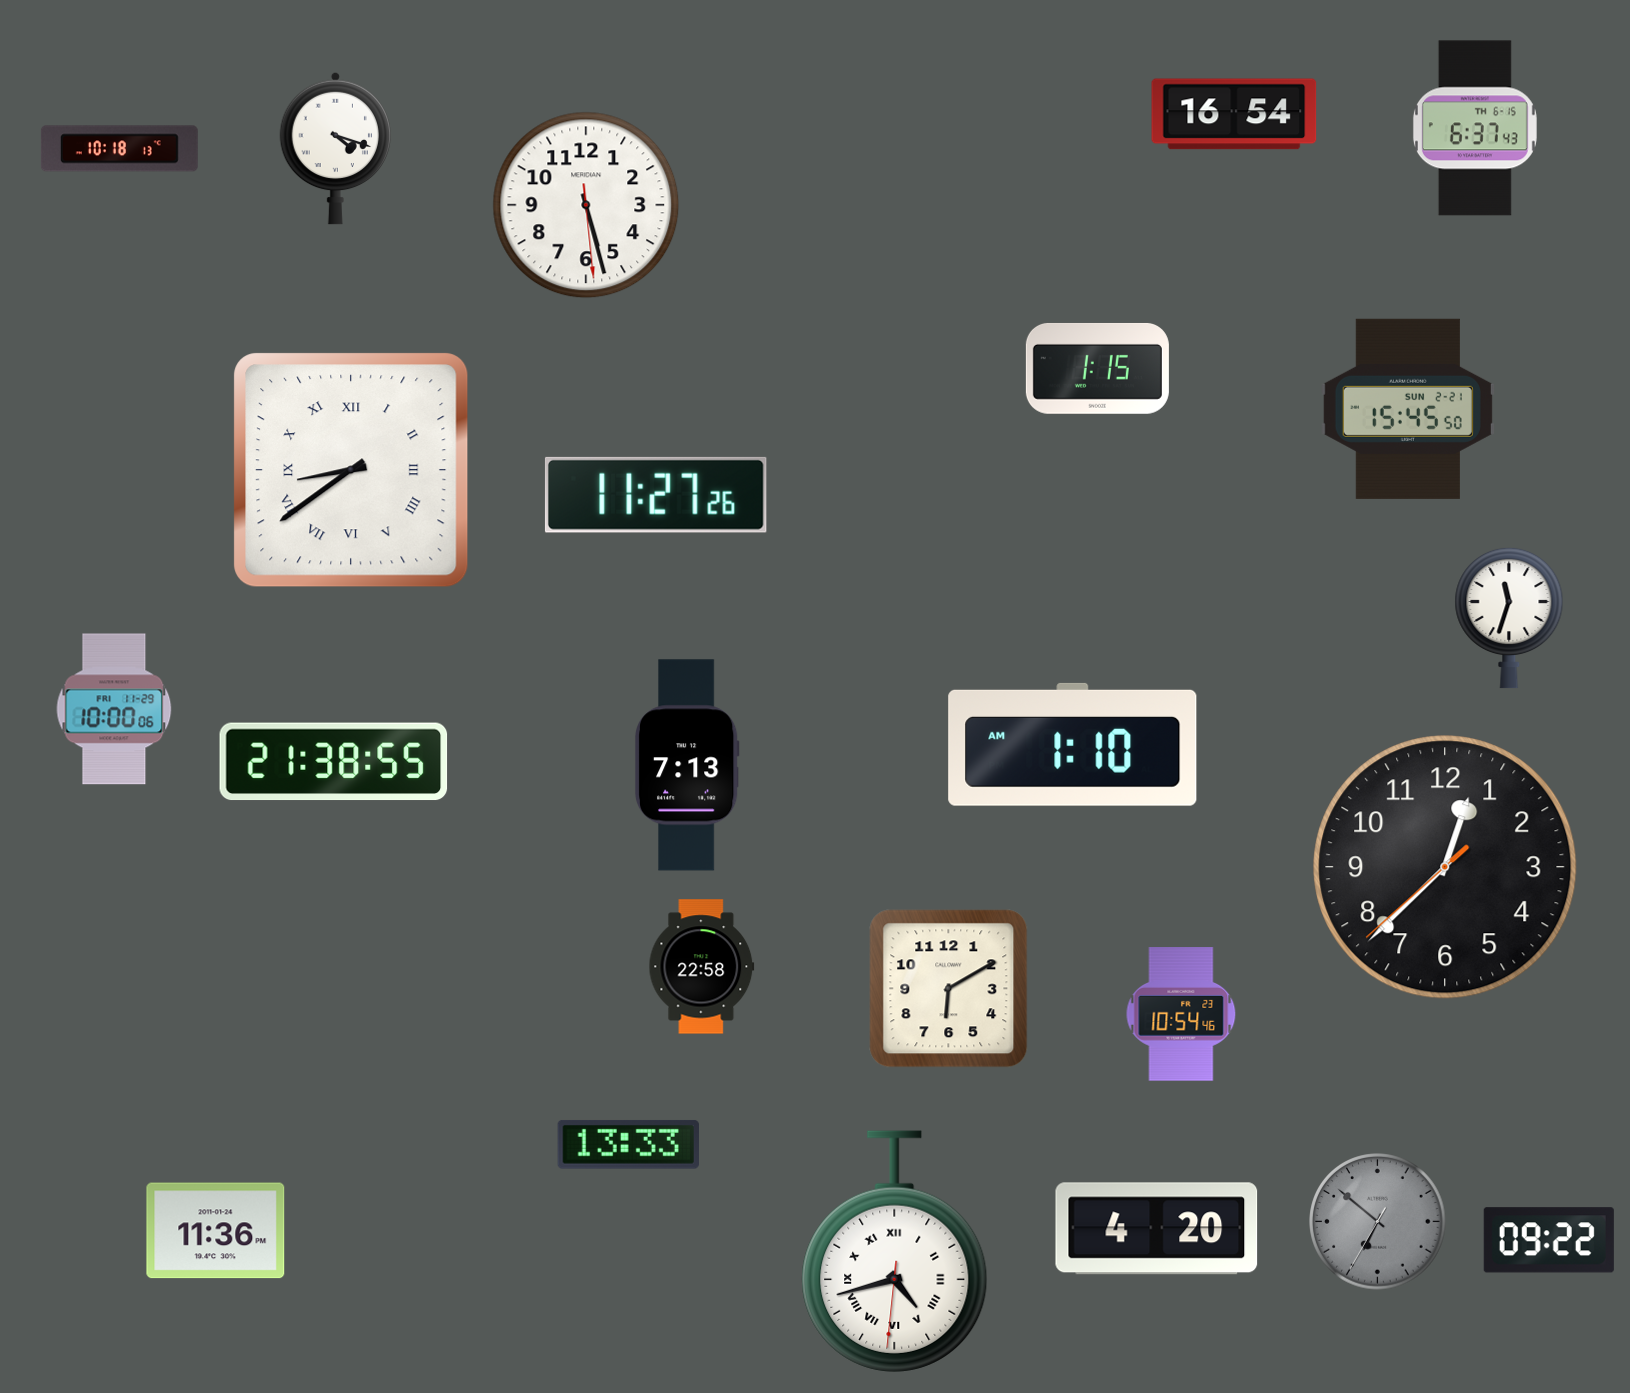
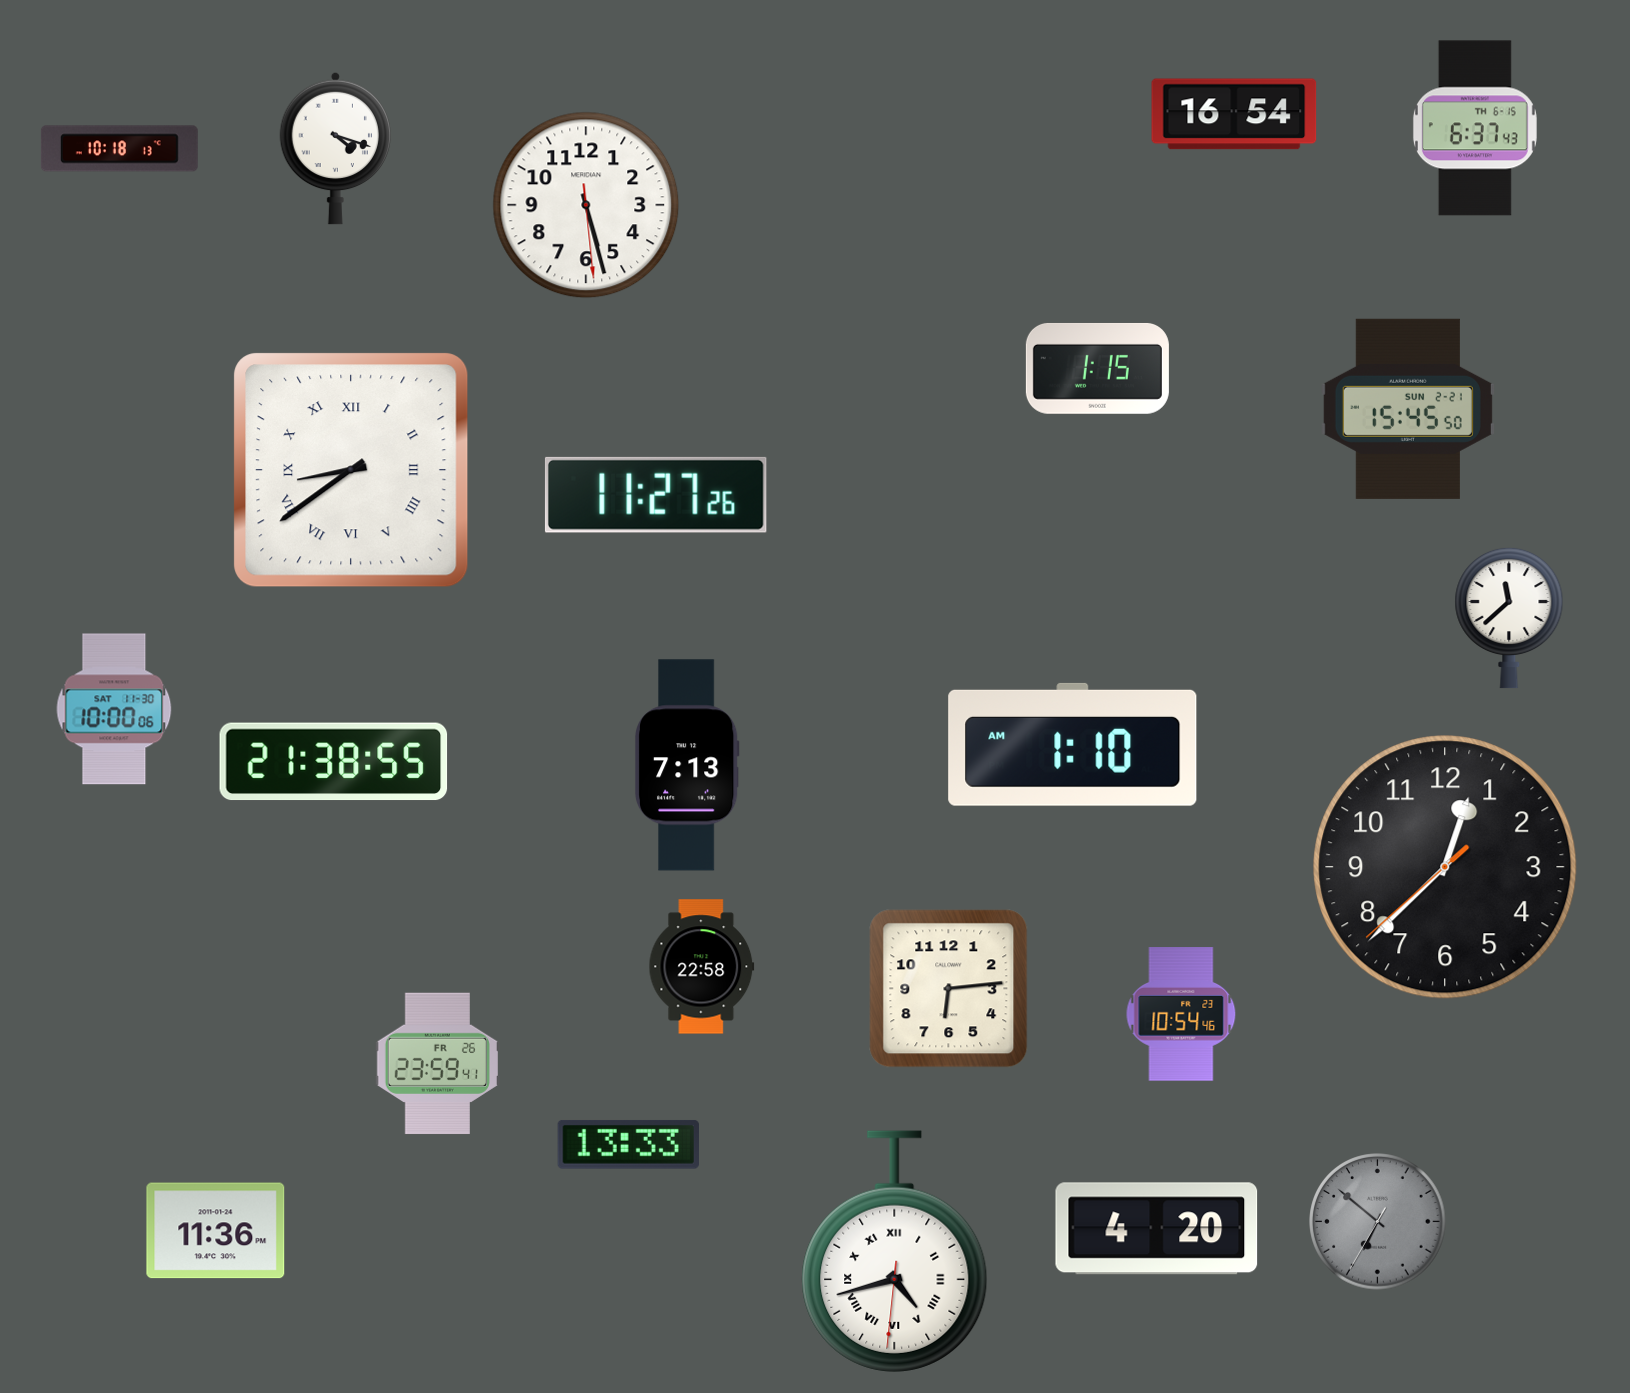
clock at (1509, 618): 11:33 -> 11:38
clock at (114, 709) date: FRI 11-29 -> SAT 11-30
clock at (949, 989): 6:10 -> 6:14
clock at (437, 1064): none -> 23:59
clock at (1549, 1240): 09:22 -> none
